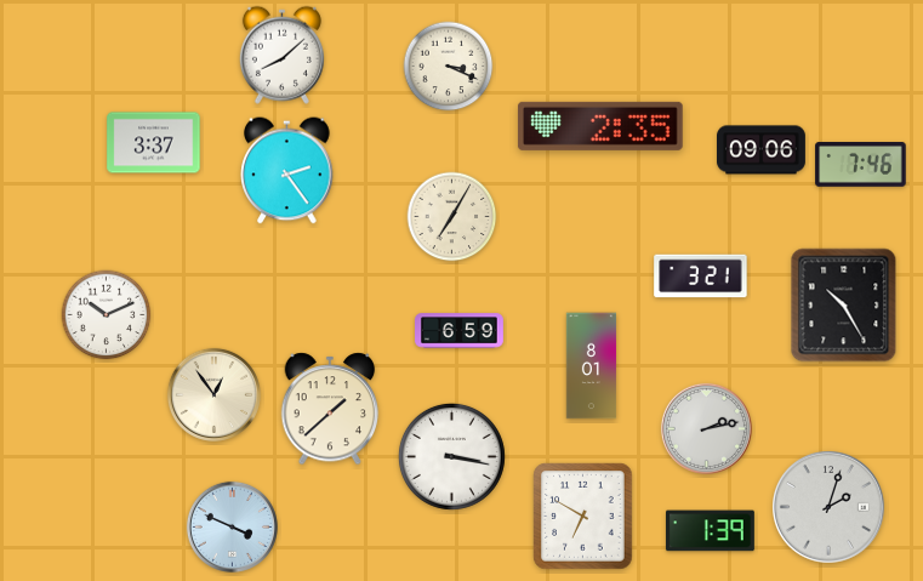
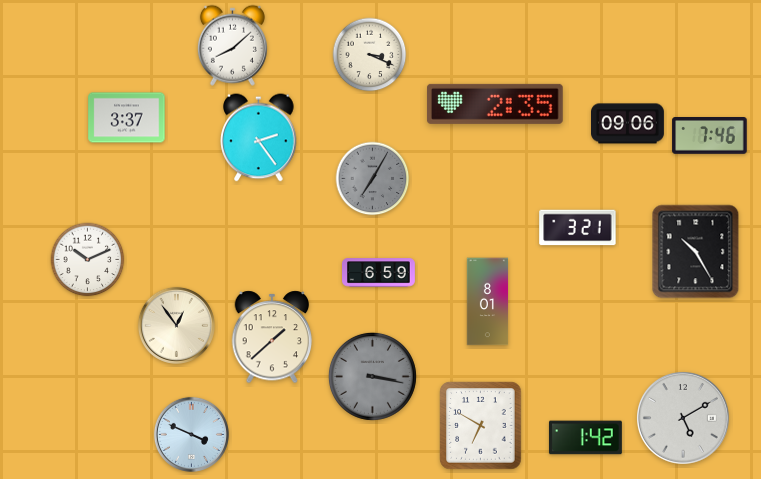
clock at (287, 171) position: (287, 171) -> (259, 138)
clock at (452, 217) dial: cream -> grey
clock at (706, 428): 2:13 -> none
clock at (451, 456) dial: white -> grey
clock at (830, 508): 2:03 -> 5:10
clock at (710, 531): 1:39 -> 1:42
